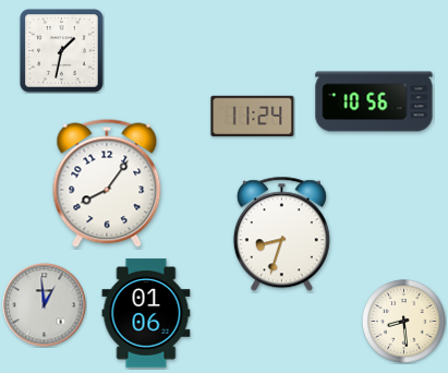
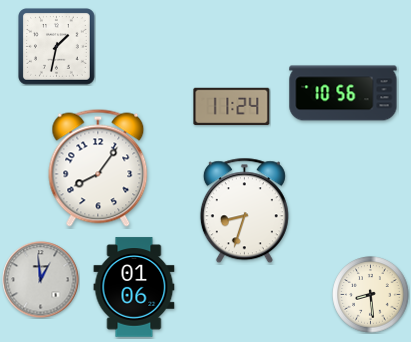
clock at (281, 234) position: (281, 234) -> (244, 211)
